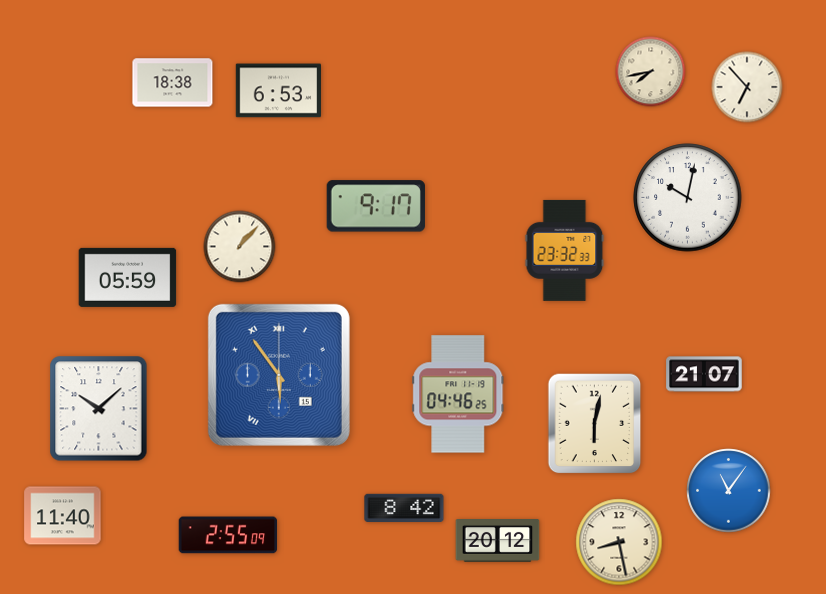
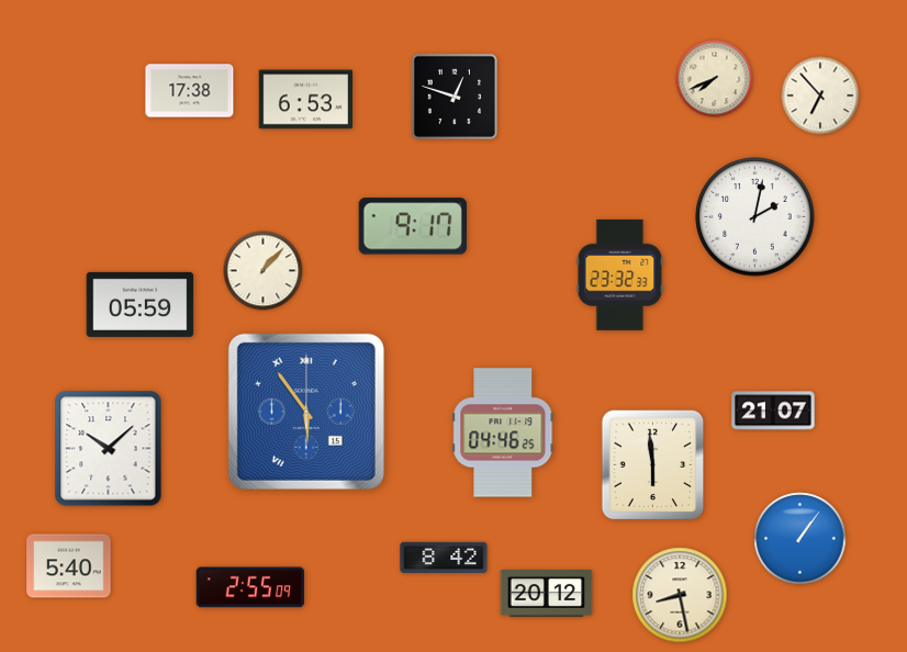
clock at (651, 72): 7:43 -> 7:41
clock at (173, 83): 18:38 -> 17:38
clock at (453, 95): none -> 12:48
clock at (688, 198): 10:02 -> 2:02
clock at (595, 424): 6:02 -> 5:59
clock at (729, 491): 11:06 -> 1:06
clock at (63, 516): 11:40 -> 5:40
